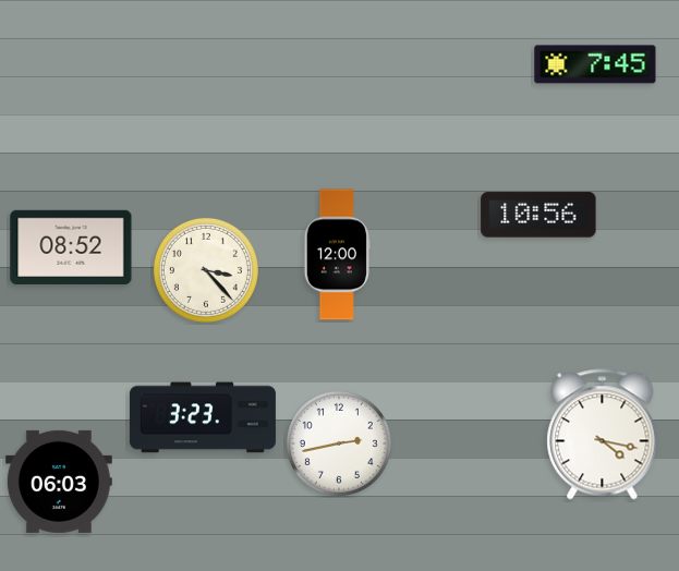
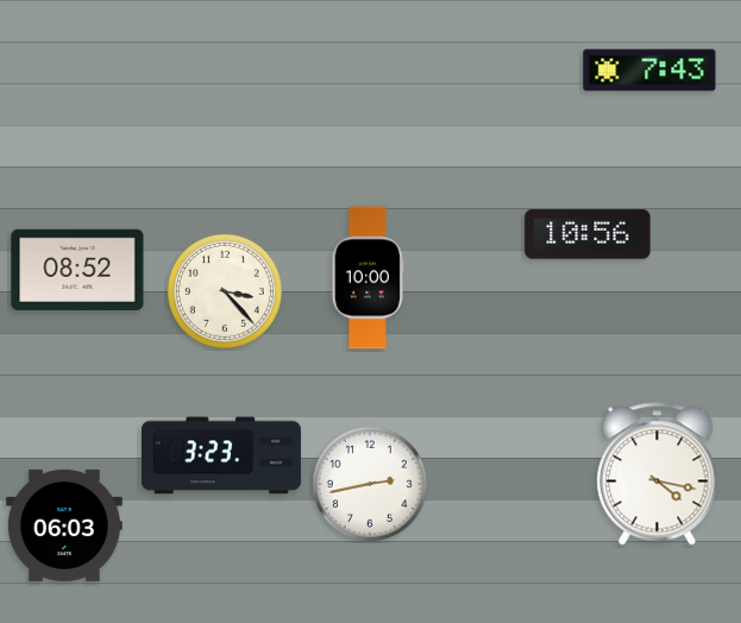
clock at (595, 64): 7:45 -> 7:43
clock at (337, 255): 12:00 -> 10:00
clock at (206, 270) position: (206, 270) -> (225, 291)
